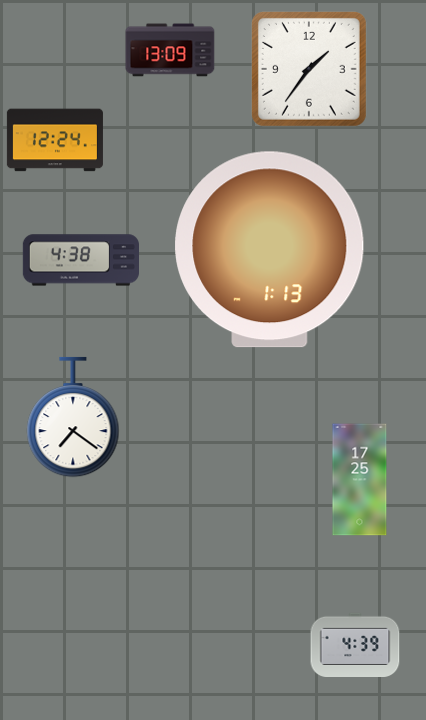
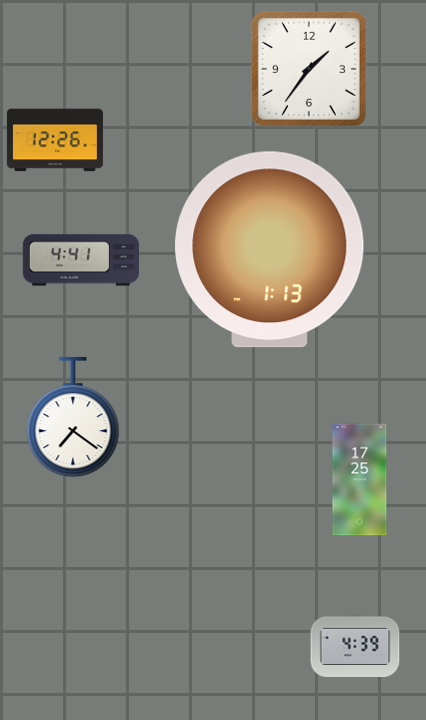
clock at (170, 50): 13:09 -> none
clock at (55, 140): 12:24 -> 12:26
clock at (80, 260): 4:38 -> 4:41
